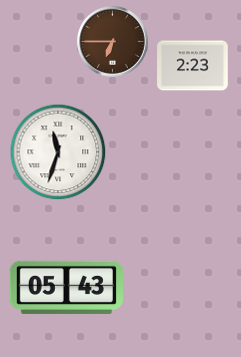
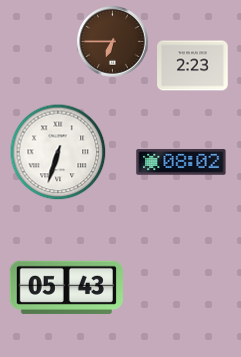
clock at (58, 152): 11:33 -> 6:33
clock at (181, 162): none -> 08:02
